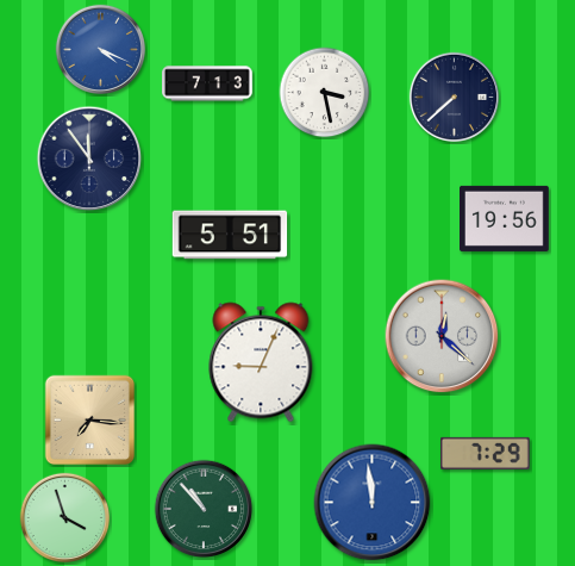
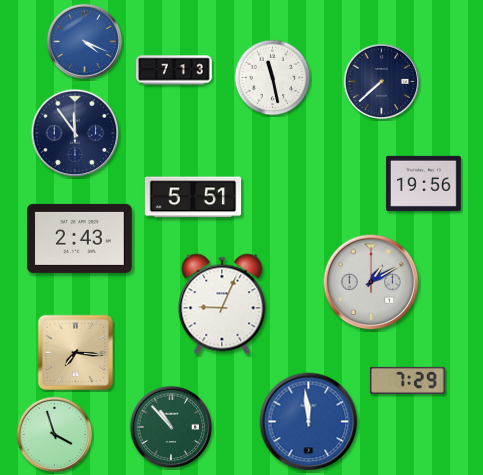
clock at (325, 93): 3:28 -> 11:28
clock at (80, 238): none -> 2:43
clock at (442, 336): 12:22 -> 1:10
clock at (261, 362) position: (261, 362) -> (222, 304)
clock at (373, 503) position: (373, 503) -> (309, 422)
